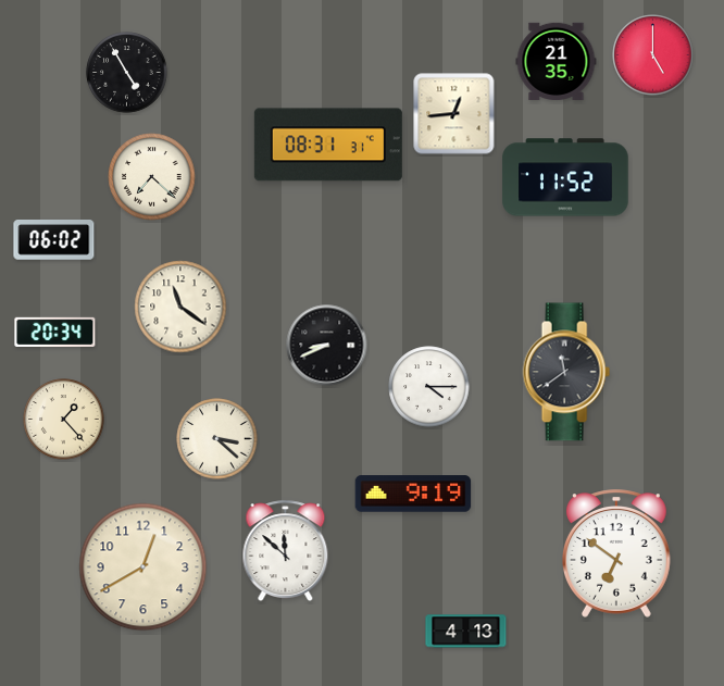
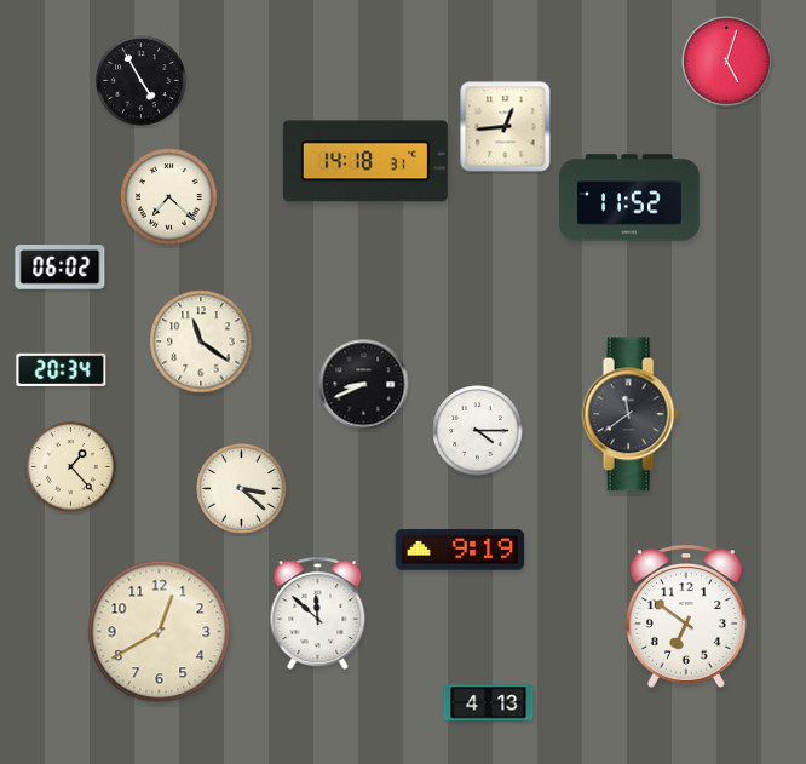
clock at (653, 55): 5:00 -> 5:03
clock at (557, 61): 21:35 -> none
clock at (328, 145): 08:31 -> 14:18
clock at (466, 632) position: (466, 632) -> (489, 703)
